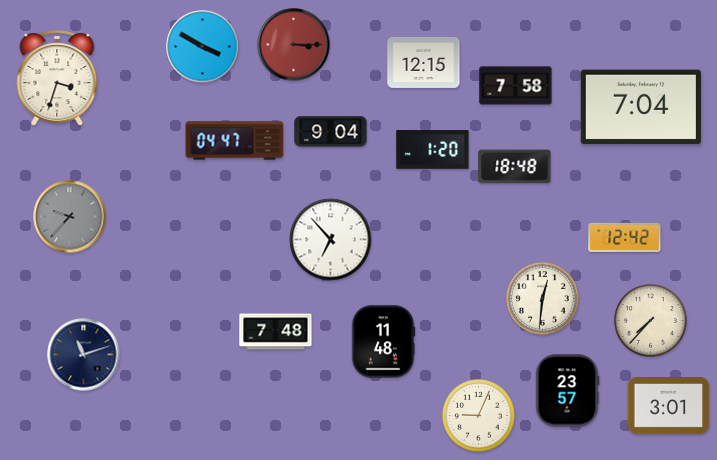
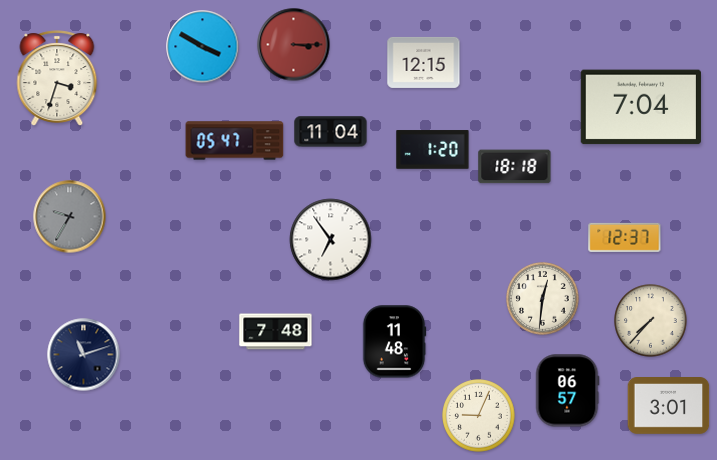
clock at (516, 86): 7:58 -> none
clock at (331, 132): 9:04 -> 11:04
clock at (235, 141): 04:47 -> 05:47
clock at (515, 167): 18:48 -> 18:18
clock at (70, 217): 9:37 -> 9:35
clock at (625, 237): 12:42 -> 12:37
clock at (331, 240): 6:53 -> 6:54
clock at (383, 342) position: (383, 342) -> (394, 342)
clock at (567, 391): 23:57 -> 06:57
